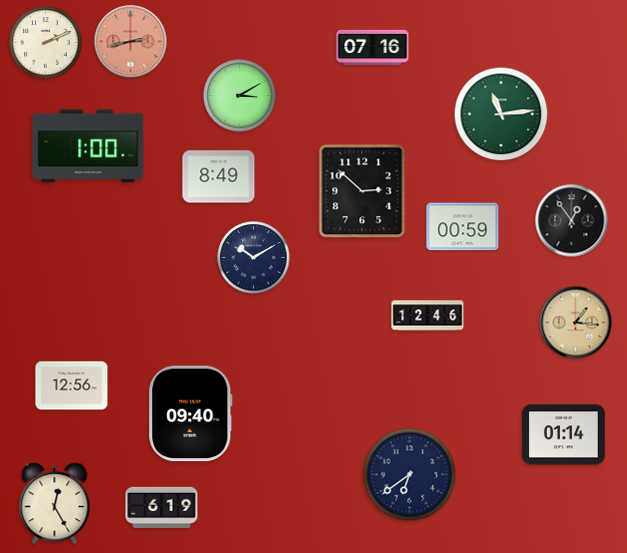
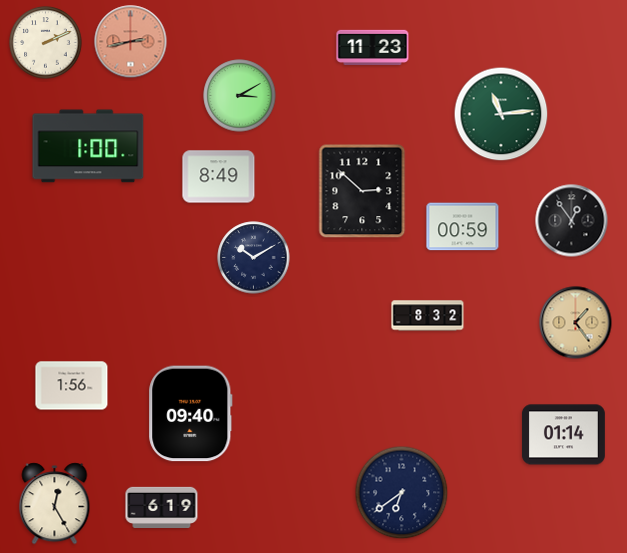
clock at (373, 47): 07:16 -> 11:23
clock at (428, 316): 12:46 -> 8:32
clock at (576, 323): 1:16 -> 1:24
clock at (72, 386): 12:56 -> 1:56
clock at (410, 475) position: (410, 475) -> (402, 493)
